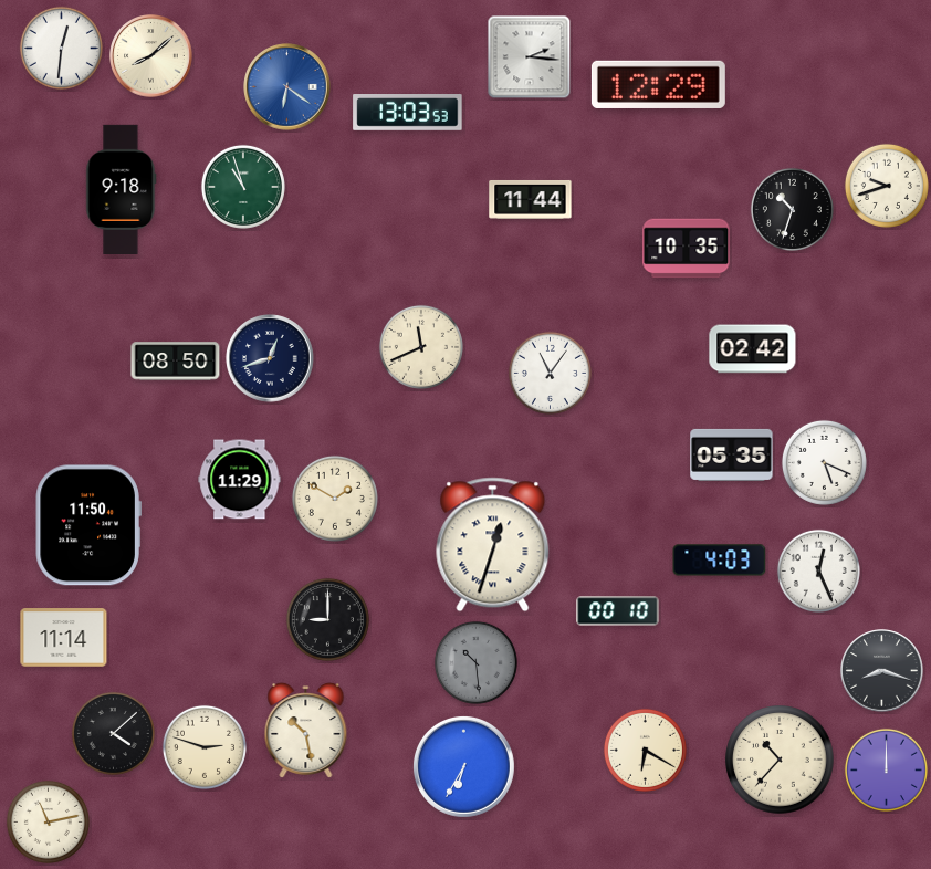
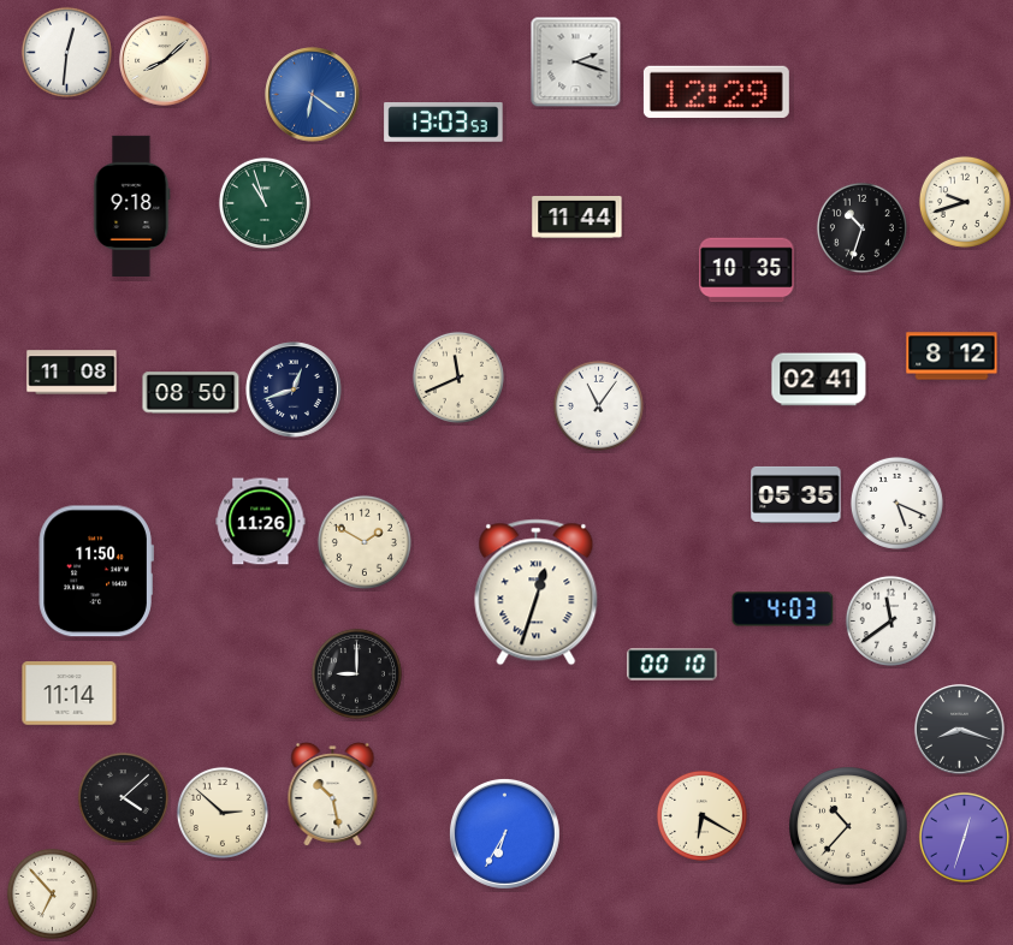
clock at (530, 57): 2:16 -> 2:18
clock at (952, 356): none -> 8:12
clock at (72, 373): none -> 11:08
clock at (753, 349): 02:42 -> 02:41
clock at (240, 480): 11:29 -> 11:26
clock at (818, 570): 12:26 -> 11:39
clock at (475, 662): 10:29 -> none
clock at (205, 747): 2:48 -> 2:52
clock at (886, 769): 12:00 -> 12:33
clock at (48, 821): 11:13 -> 6:53
